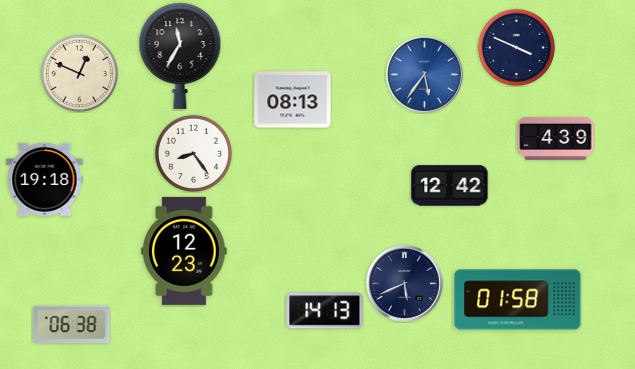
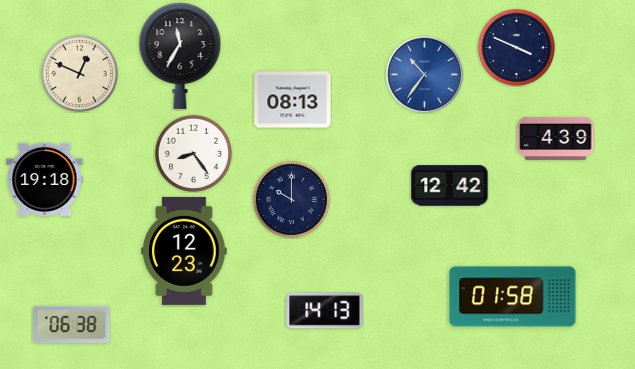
clock at (424, 74): 5:36 -> 10:36
clock at (291, 199): none -> 10:00
clock at (404, 283): 5:41 -> none
clock at (518, 300) position: (518, 300) -> (513, 297)
